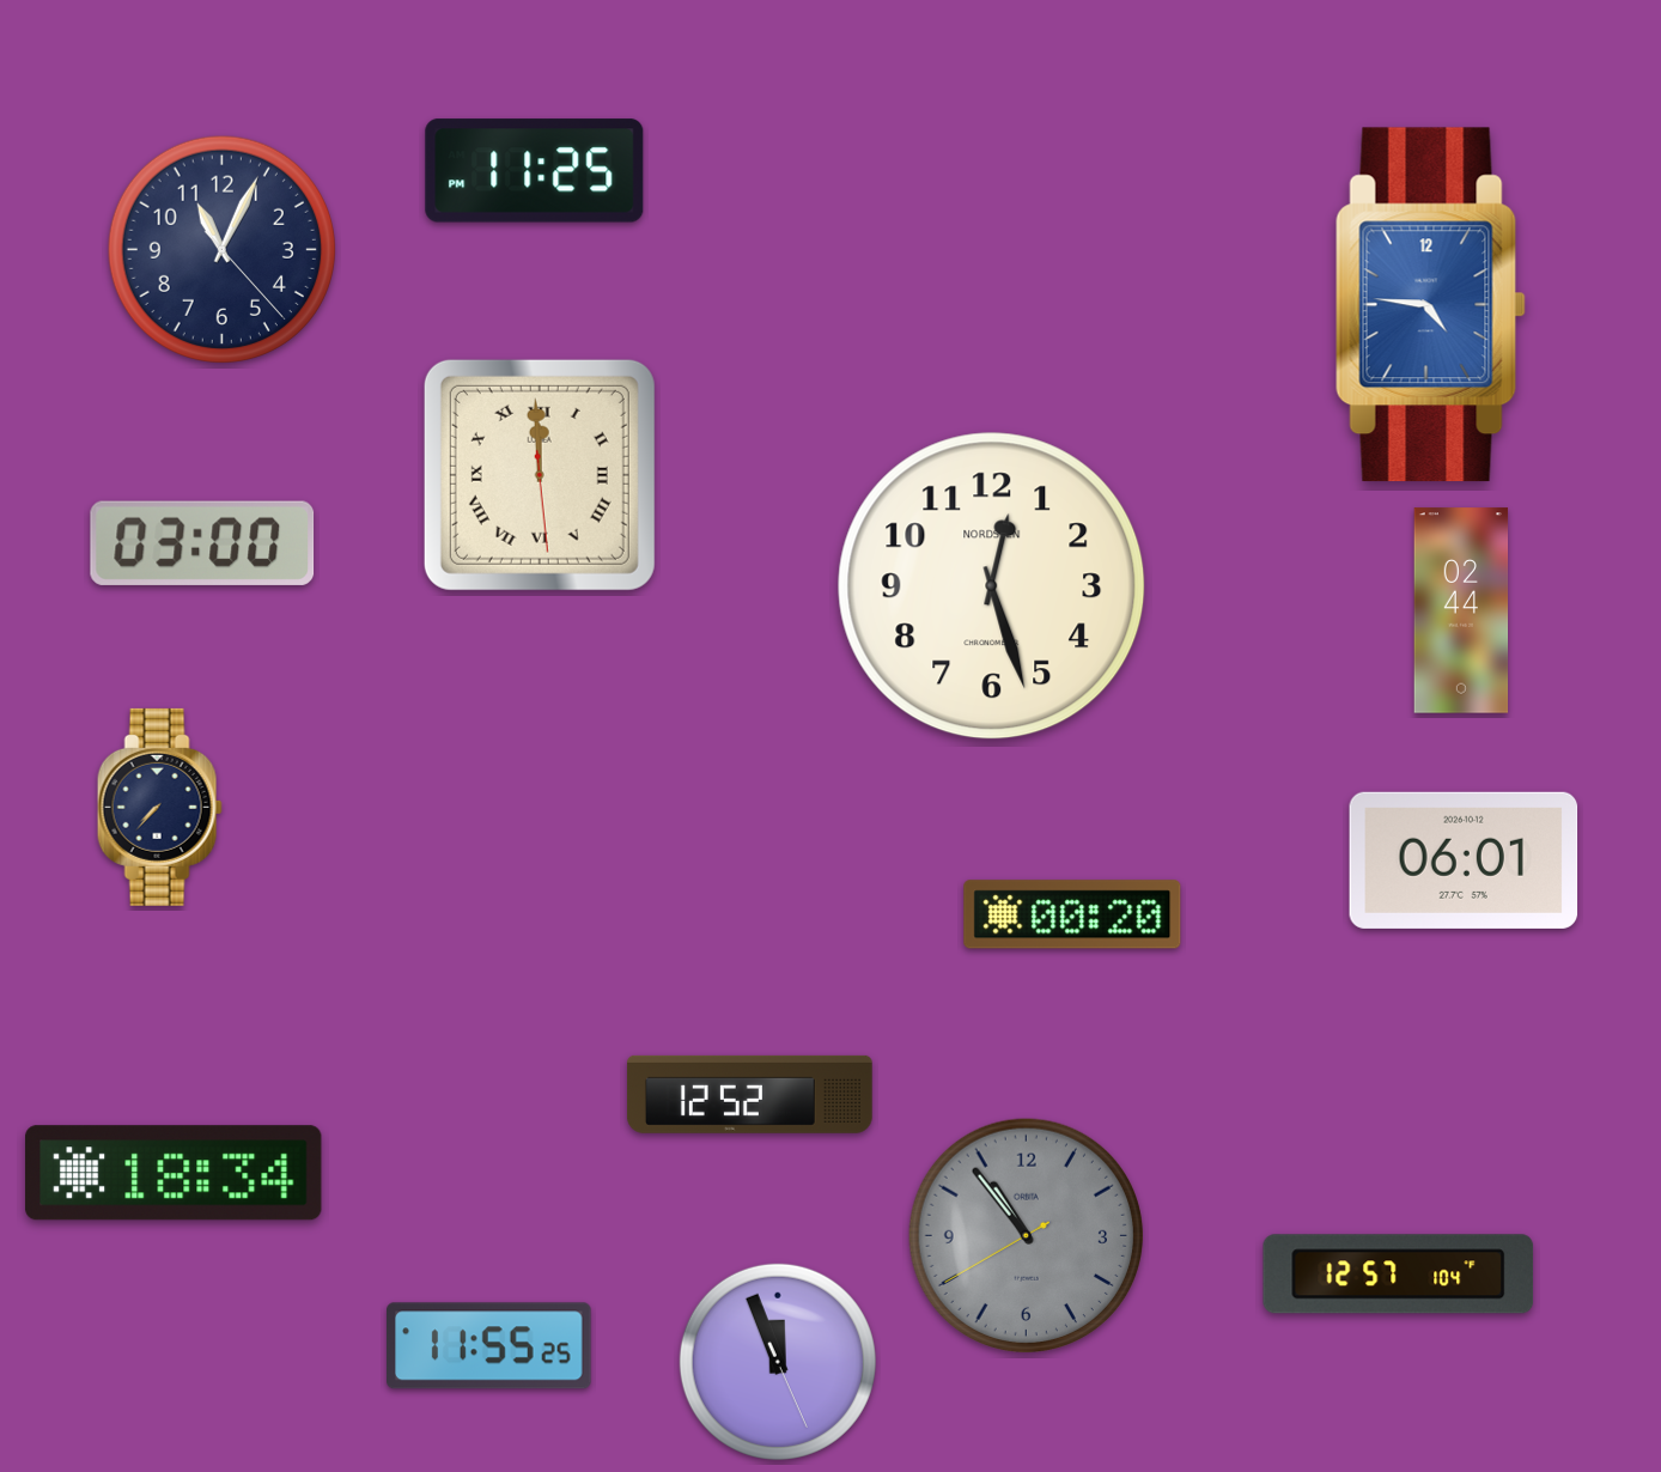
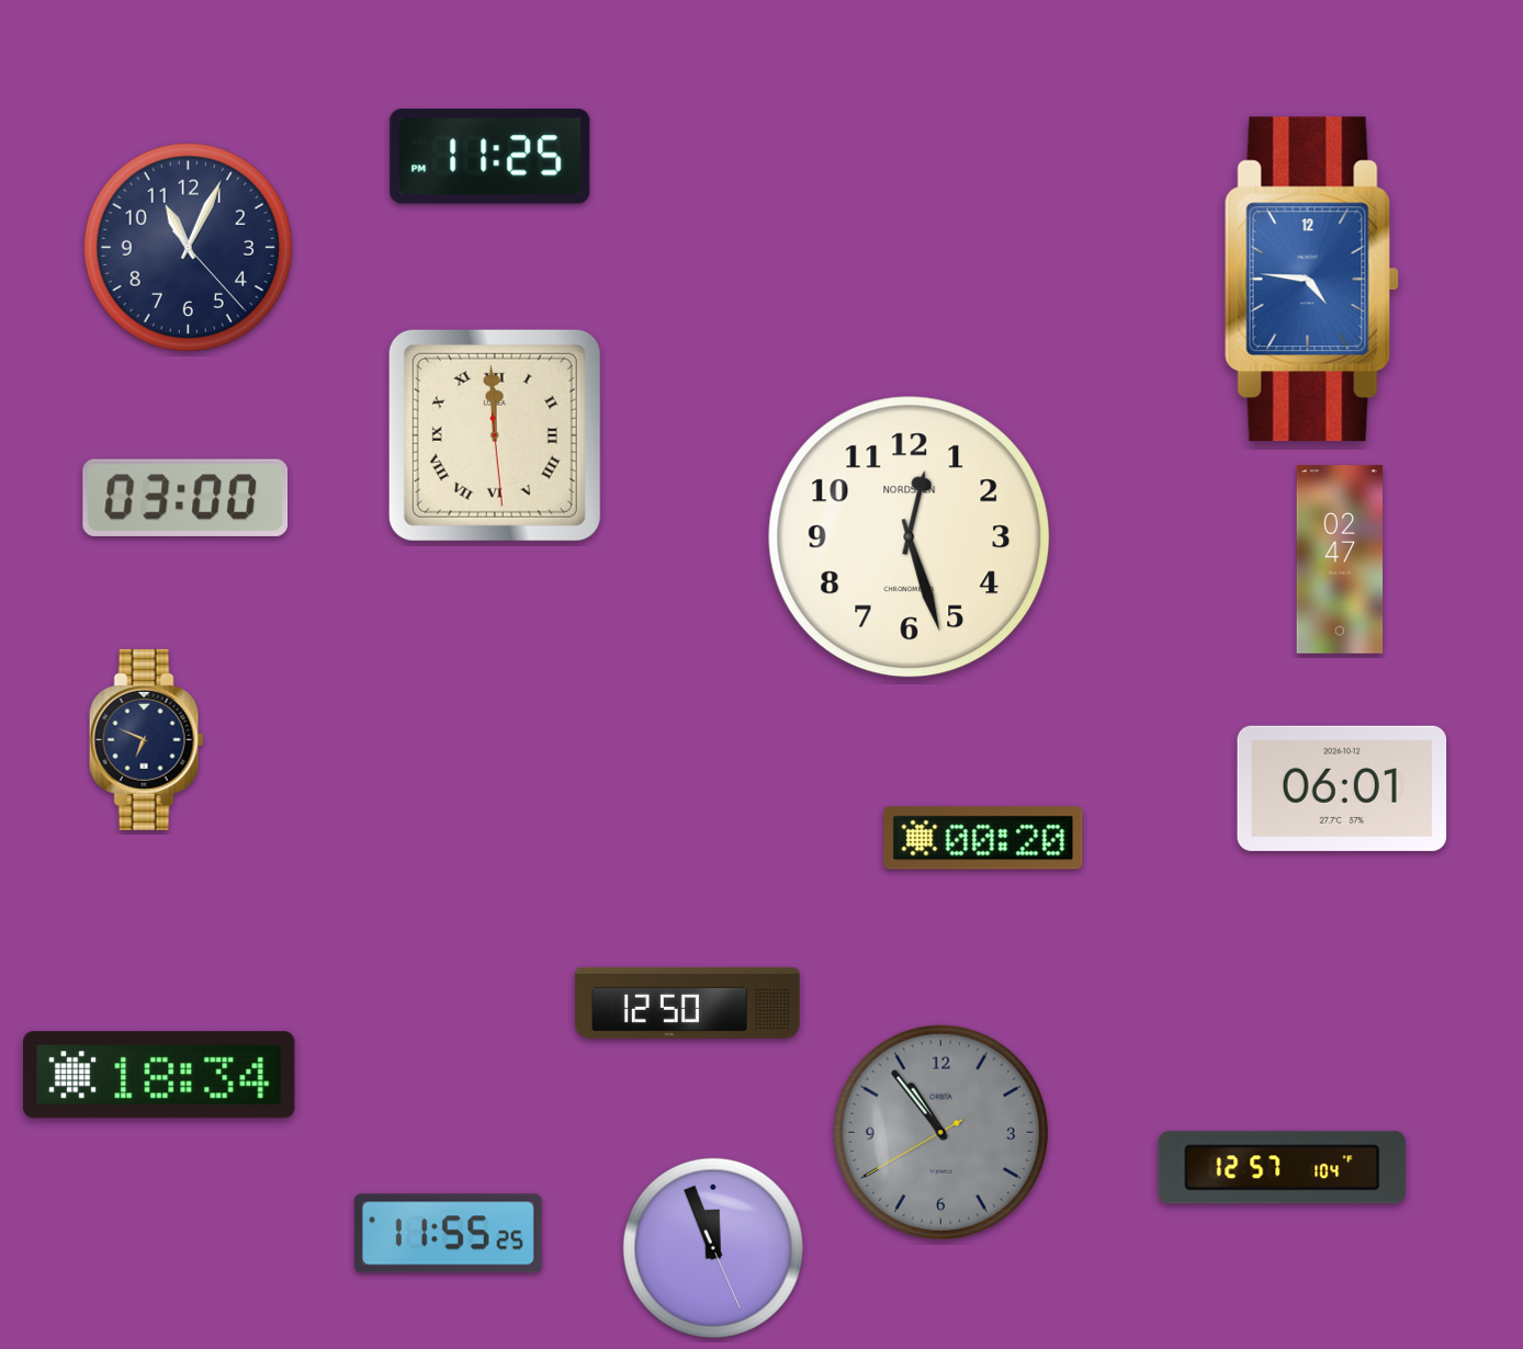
clock at (221, 249) position: (221, 249) -> (188, 247)
clock at (1461, 610): 02:44 -> 02:47
clock at (159, 807): 7:37 -> 6:49
clock at (749, 1094): 12:52 -> 12:50
